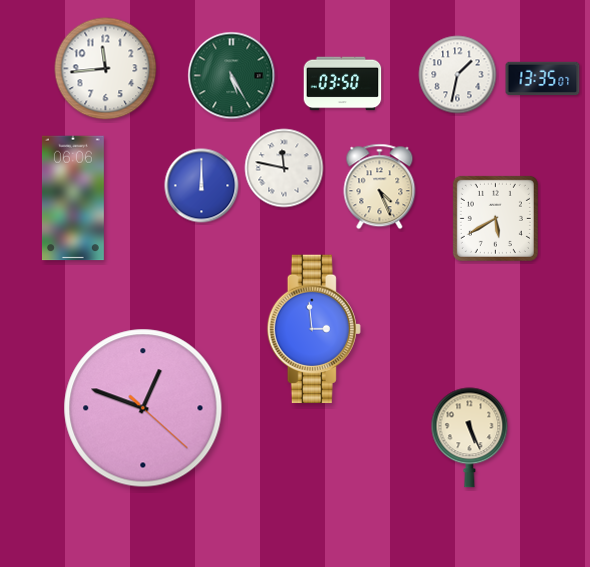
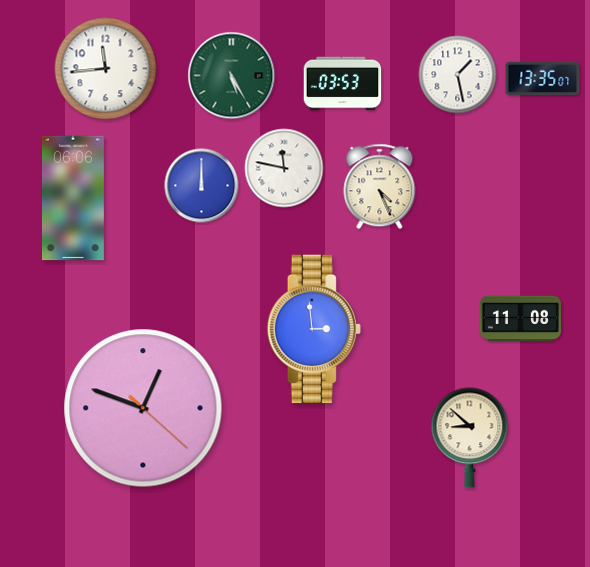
clock at (458, 75): 1:32 -> 1:28
clock at (343, 84): 03:50 -> 03:53
clock at (495, 218): 5:40 -> none
clock at (520, 319): none -> 11:08
clock at (470, 438): 5:26 -> 8:52
